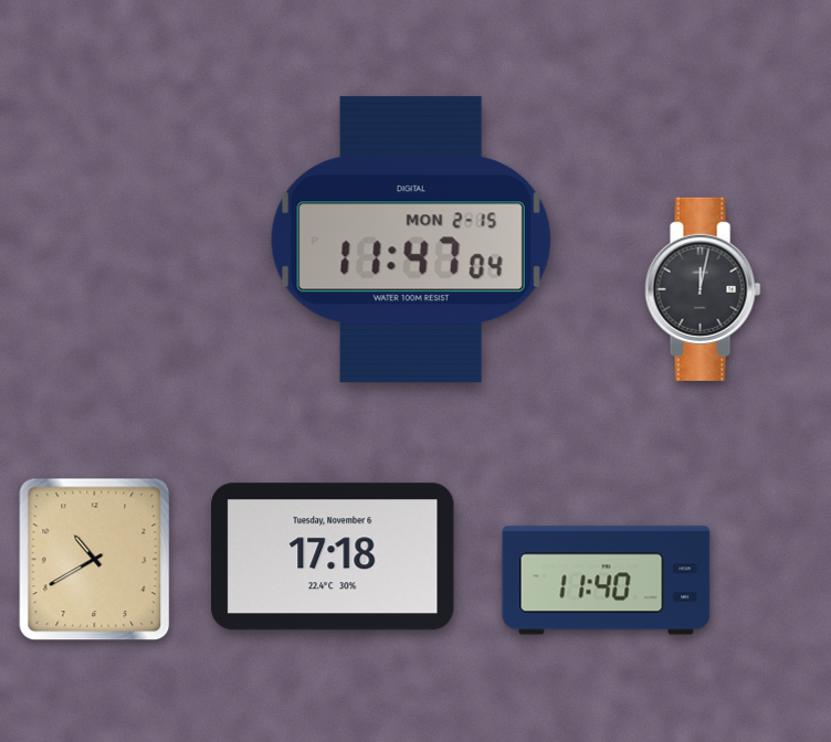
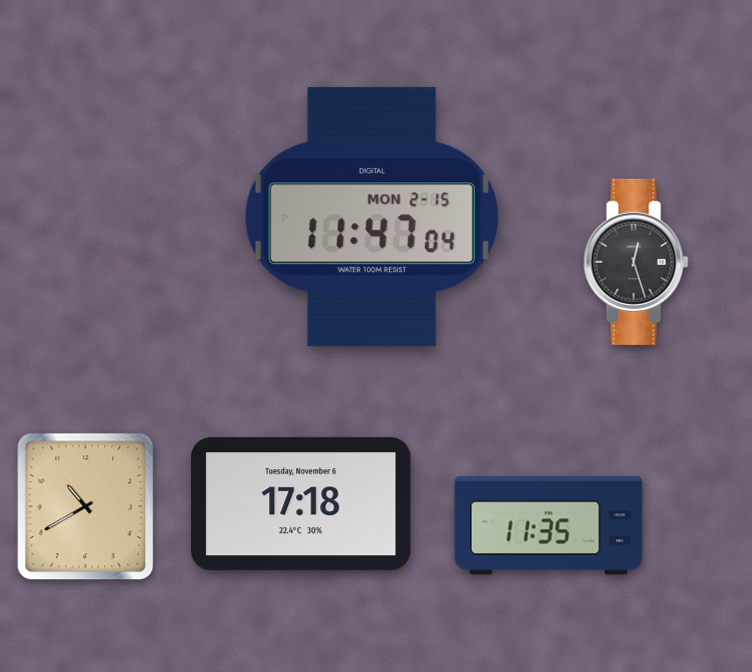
clock at (703, 289): 12:02 -> 12:27
clock at (607, 581): 11:40 -> 11:35
